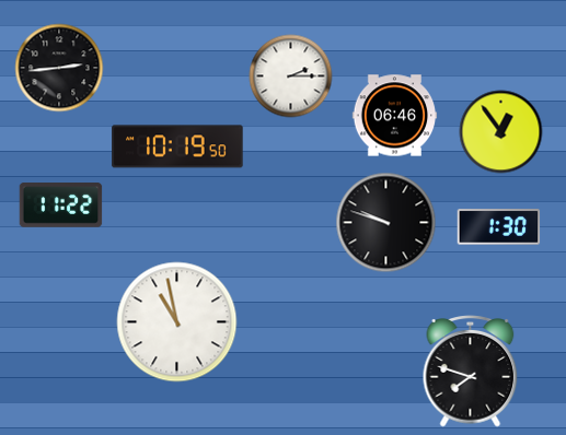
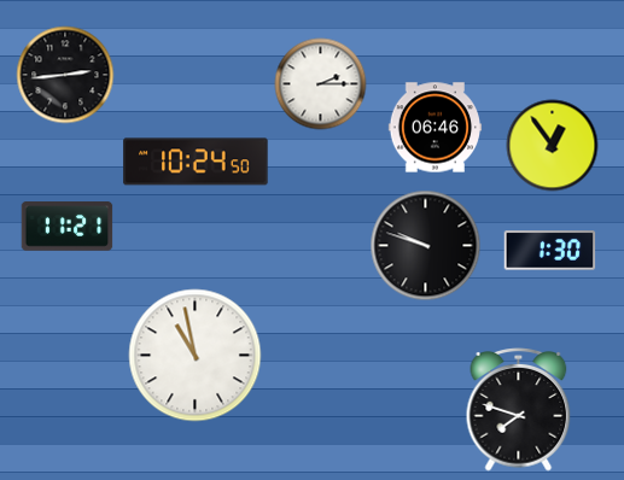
clock at (177, 146): 10:19 -> 10:24
clock at (61, 205): 11:22 -> 11:21
